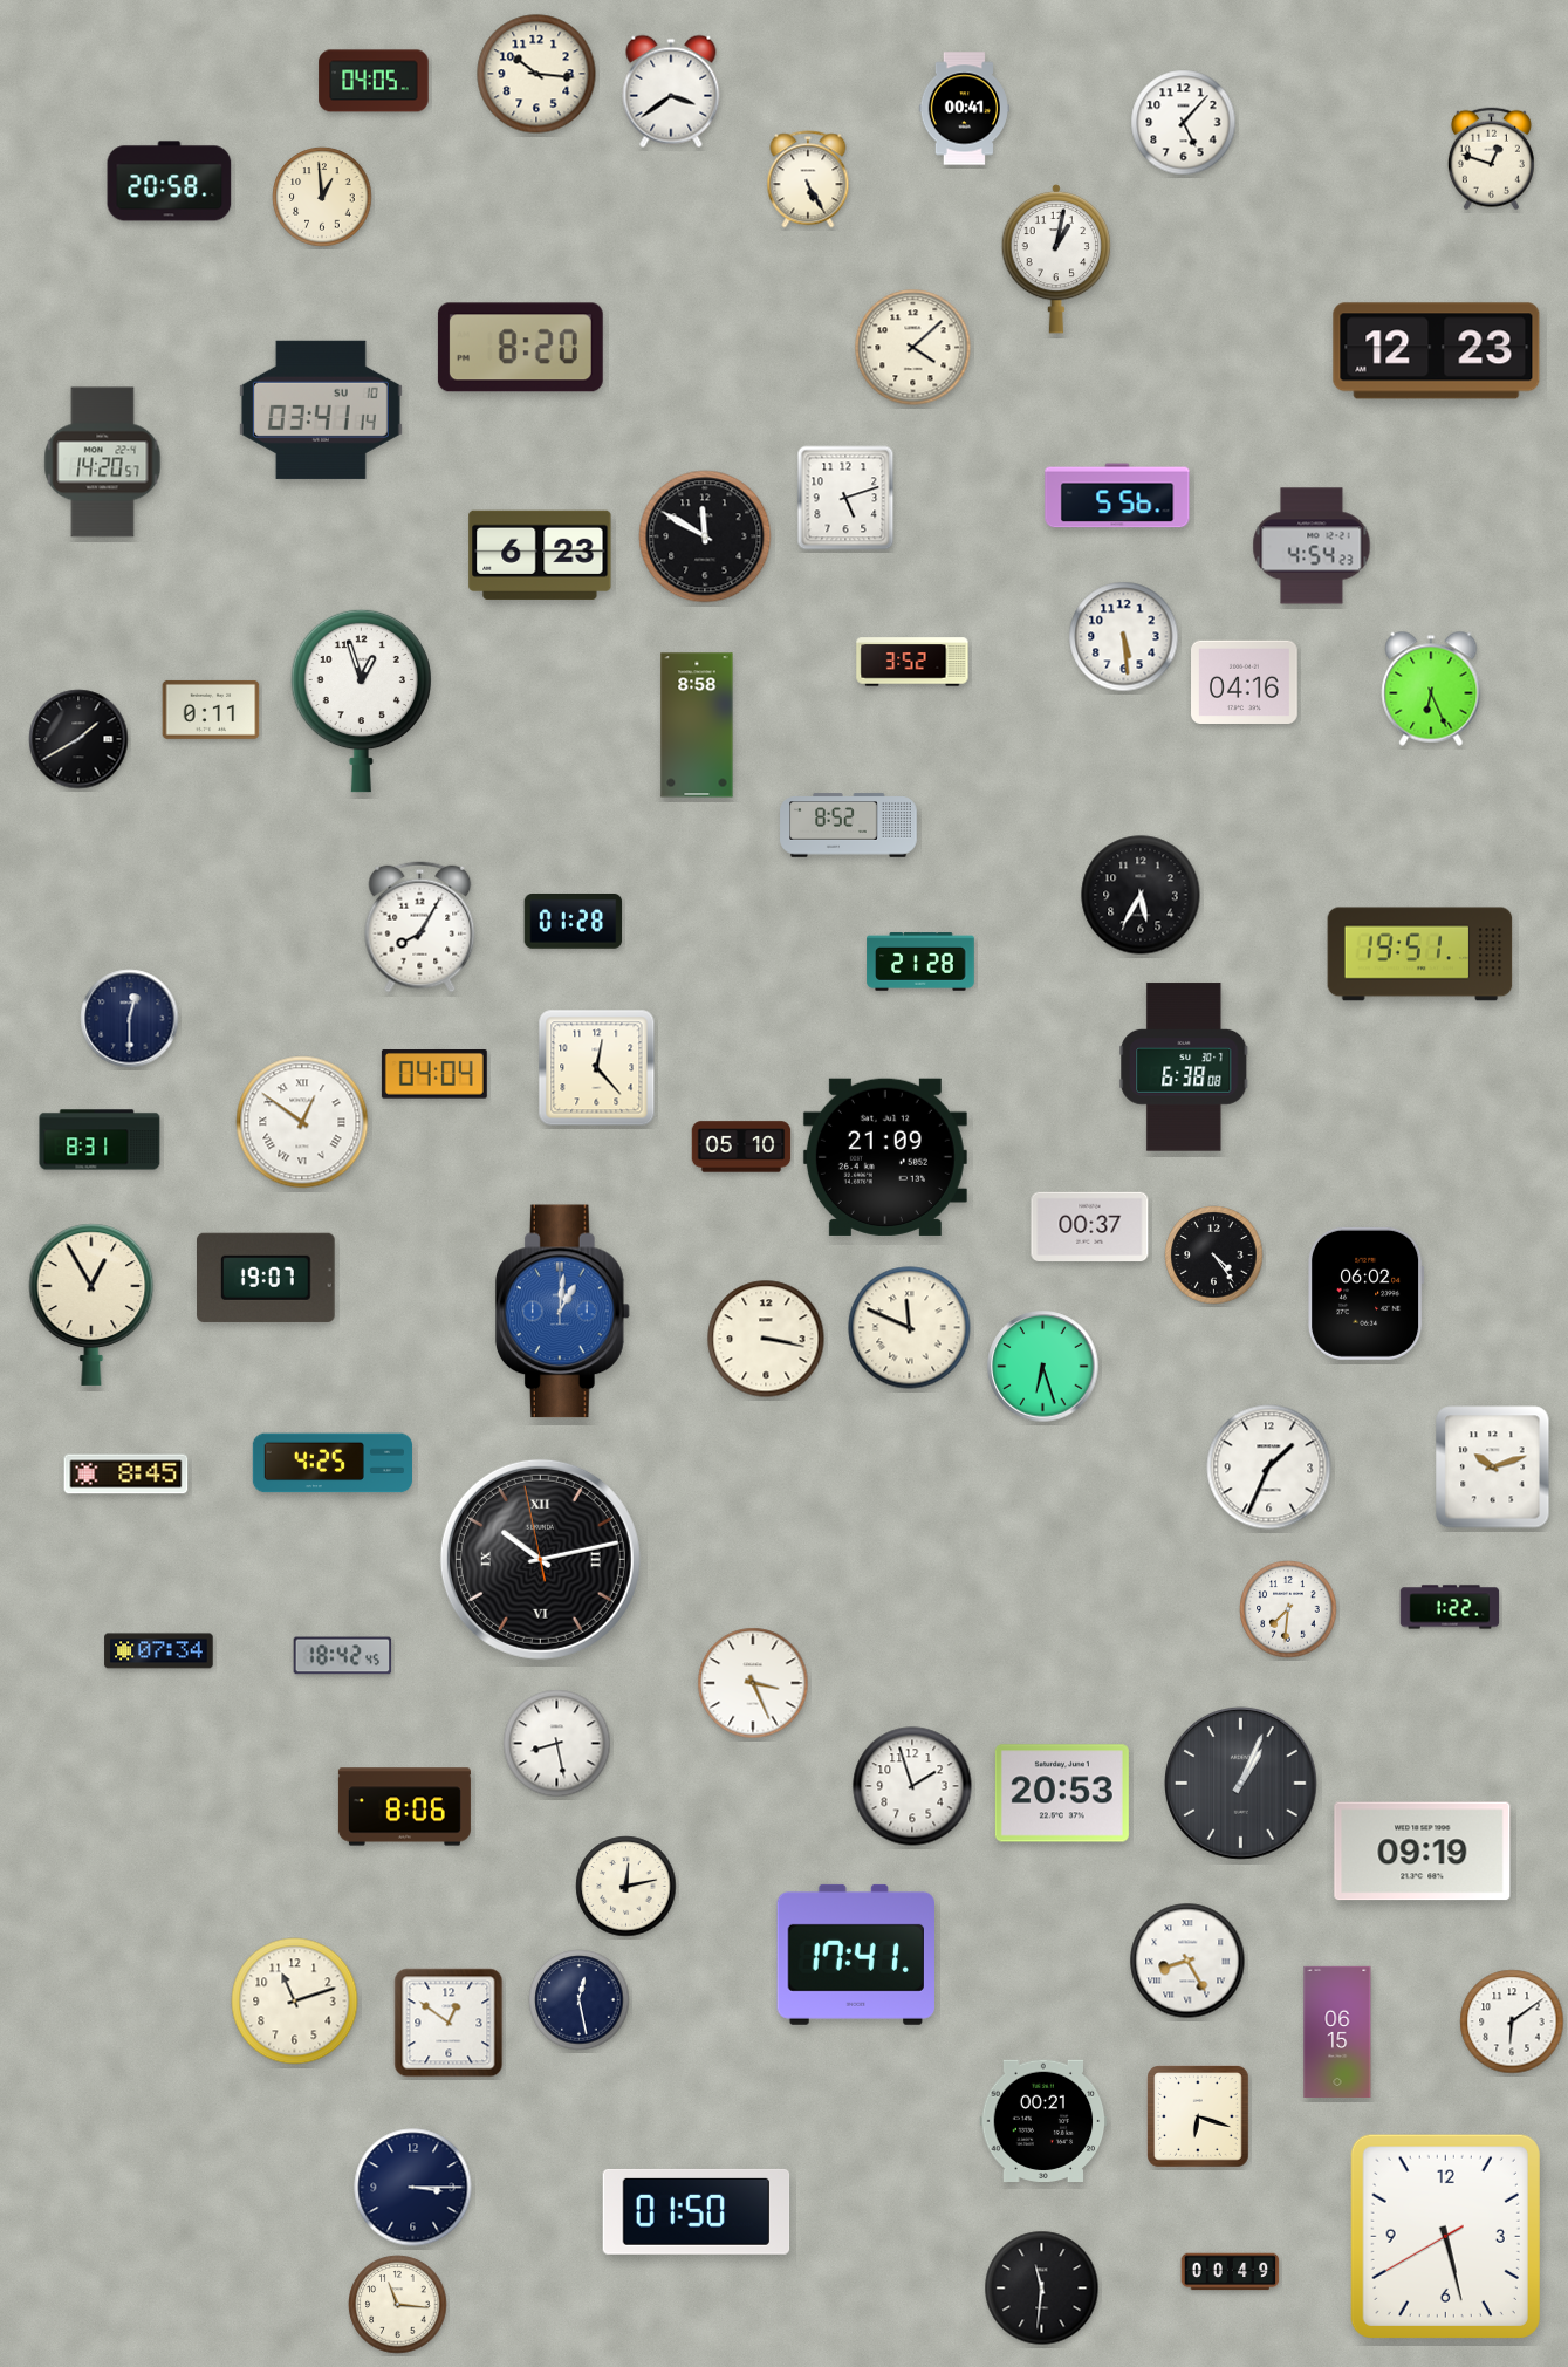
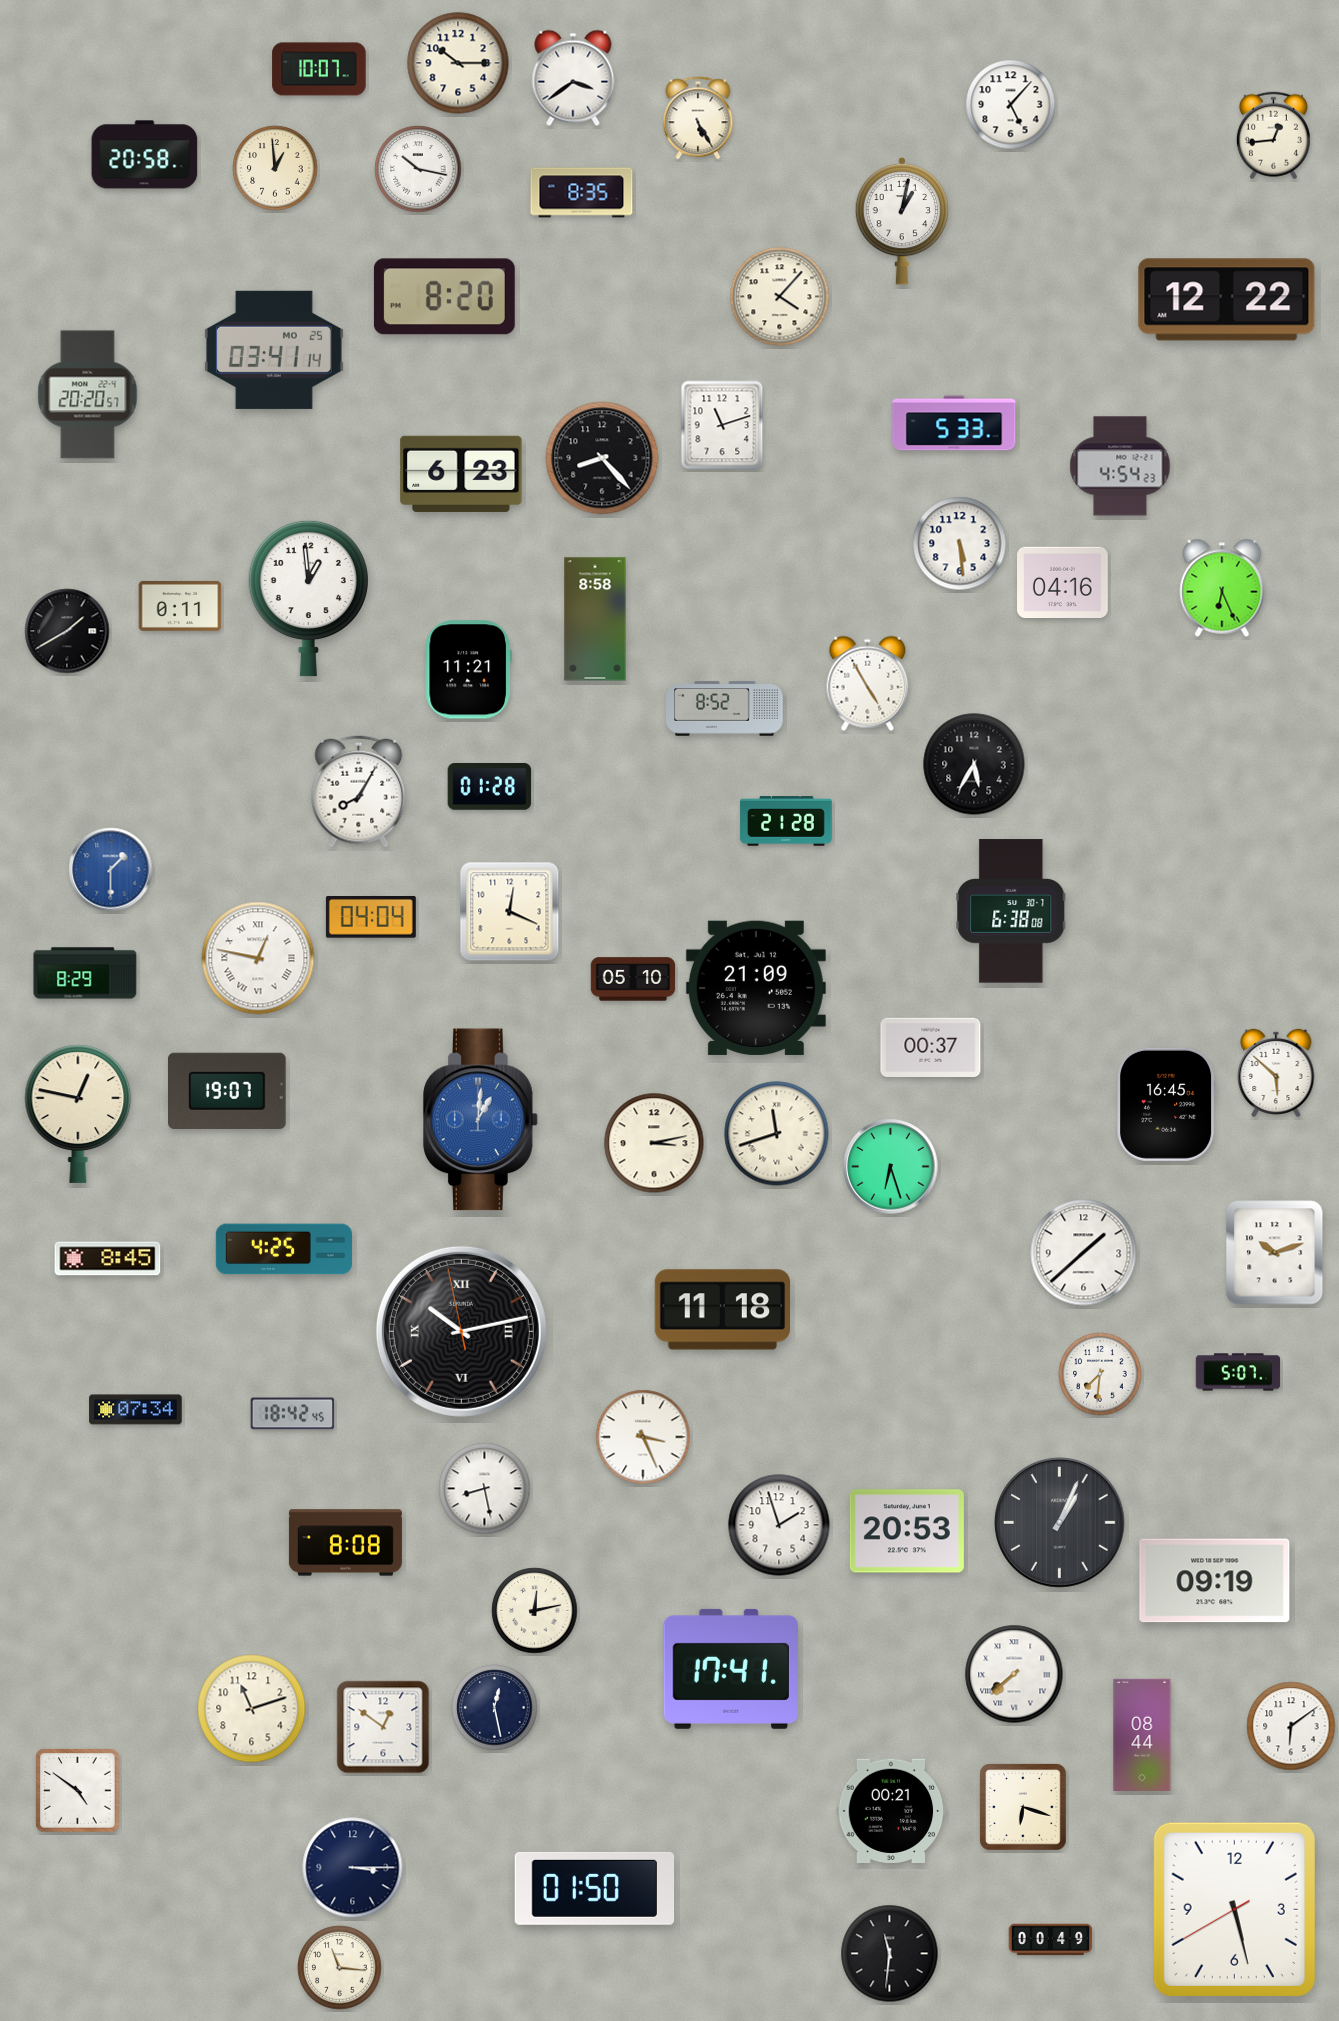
clock at (536, 74): 10:16 -> 10:15
clock at (374, 81): 04:05 -> 10:07
clock at (964, 109): 00:41 -> none
clock at (1491, 159): 12:48 -> 12:44
clock at (808, 179) position: (808, 179) -> (698, 118)
clock at (418, 169): none -> 10:17
clock at (582, 193): none -> 8:35
clock at (913, 348): 4:08 -> 4:07
clock at (1437, 351): 12:23 -> 12:22
clock at (321, 410) date: SU 10 -> MO 25
clock at (103, 463): 14:20 -> 20:20
clock at (1117, 495): 5:56 -> 5:33
clock at (845, 498): 5:12 -> 11:12
clock at (705, 536): 11:50 -> 8:23
clock at (912, 662): 3:52 -> none
clock at (361, 700): 12:57 -> 12:59
clock at (468, 670): none -> 11:21
clock at (868, 684): none -> 4:55
clock at (849, 826) position: (849, 826) -> (725, 709)
clock at (1420, 955): 19:51 -> none
clock at (130, 1019): 12:30 -> 1:30
clock at (130, 1019) dial: navy -> blue
clock at (597, 1068): 12:23 -> 12:19
clock at (302, 1122): 12:51 -> 12:47
clock at (100, 1140): 8:31 -> 8:29
clock at (1214, 1256): 4:24 -> none
clock at (1276, 1072): none -> 5:52
clock at (1367, 1293): 06:02 -> 16:45
clock at (91, 1305): 12:55 -> 12:47
clock at (910, 1328): 11:49 -> 11:42
clock at (766, 1339): 3:17 -> 3:13
clock at (1269, 1468): 1:34 -> 1:38
clock at (722, 1310): none -> 11:18
clock at (1450, 1607): 1:22 -> 5:07
clock at (557, 1744) position: (557, 1744) -> (485, 1489)
clock at (404, 1807): 8:06 -> 8:08
clock at (1187, 1961): 8:25 -> 7:38
clock at (1337, 2032): 06:15 -> 08:44
clock at (78, 1791): none -> 4:51
